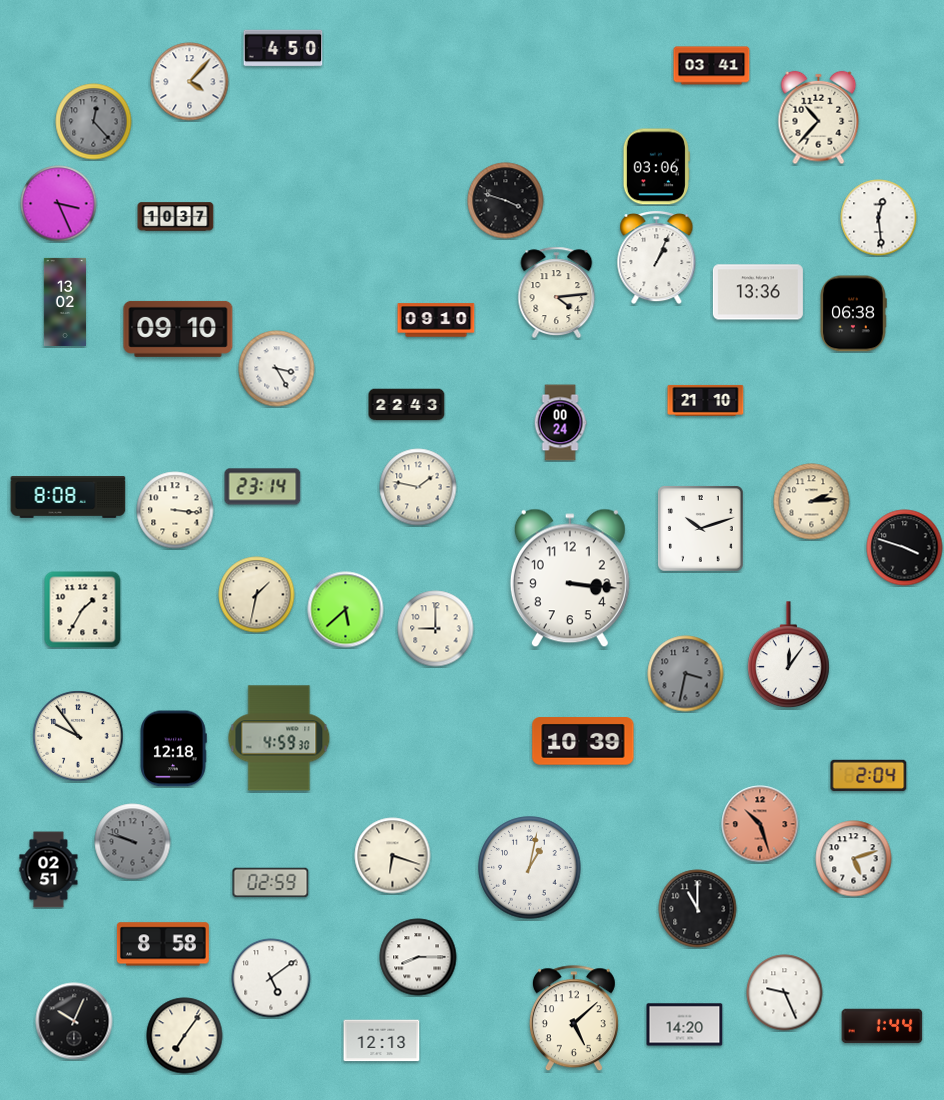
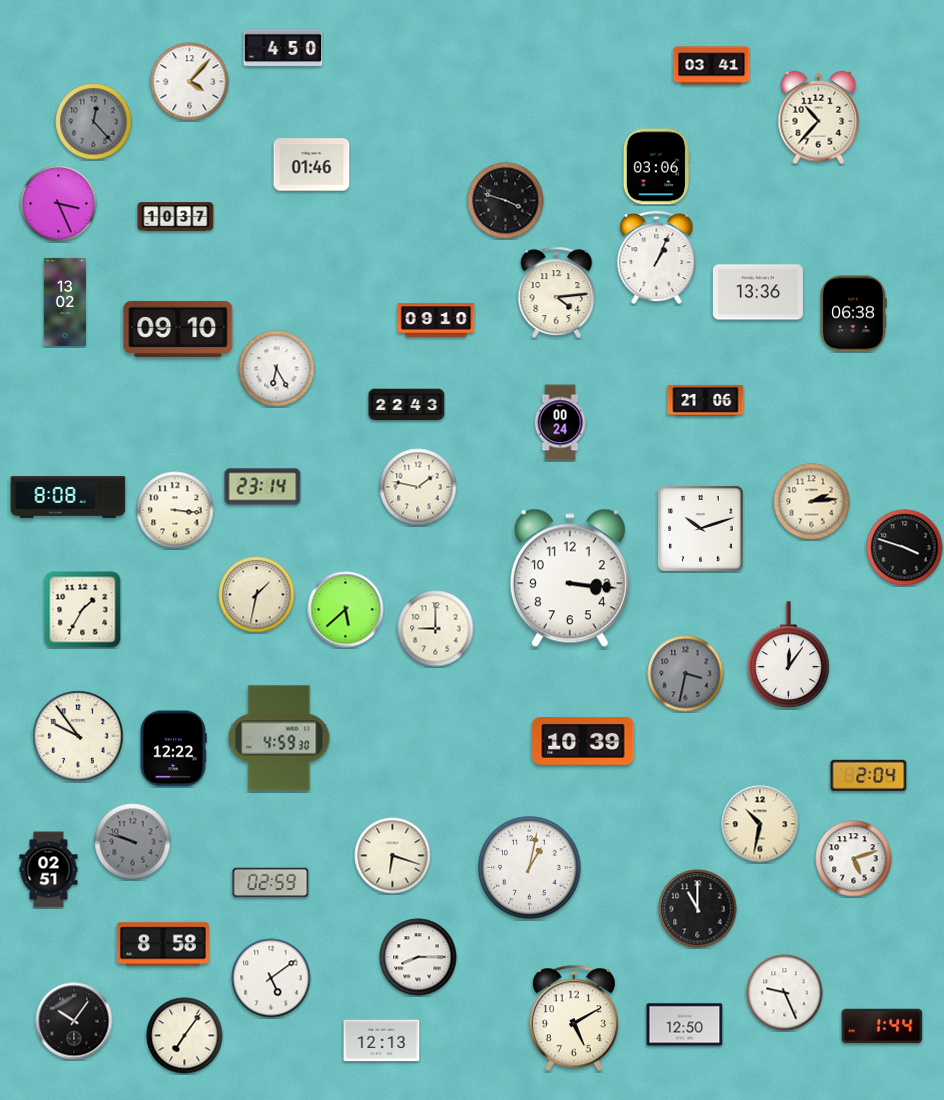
clock at (312, 165): none -> 01:46
clock at (879, 218): 12:29 -> none
clock at (277, 369): 3:25 -> 6:25
clock at (706, 400): 21:10 -> 21:06
clock at (173, 749): 12:18 -> 12:22
clock at (760, 824): 10:27 -> 10:32
clock at (760, 824) dial: salmon -> cream
clock at (574, 1019): 5:08 -> 5:10
clock at (74, 1021): 10:04 -> 10:06
clock at (685, 1025): 14:20 -> 12:50
